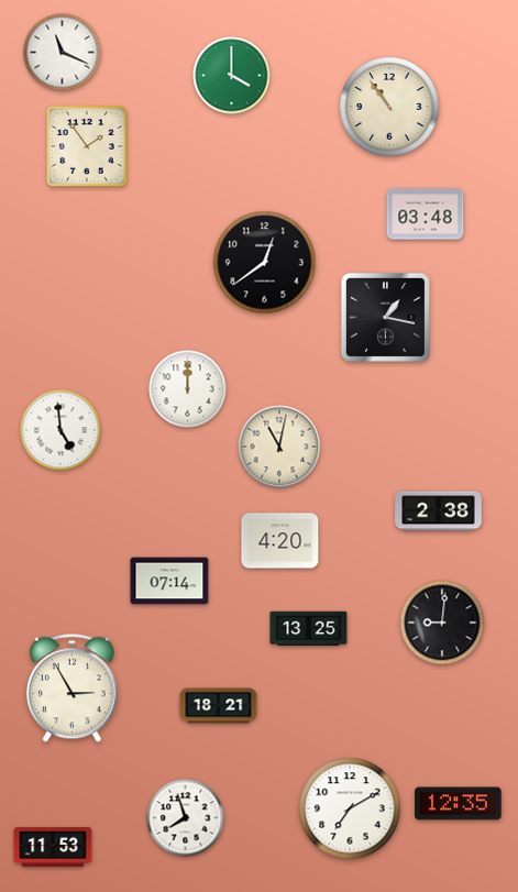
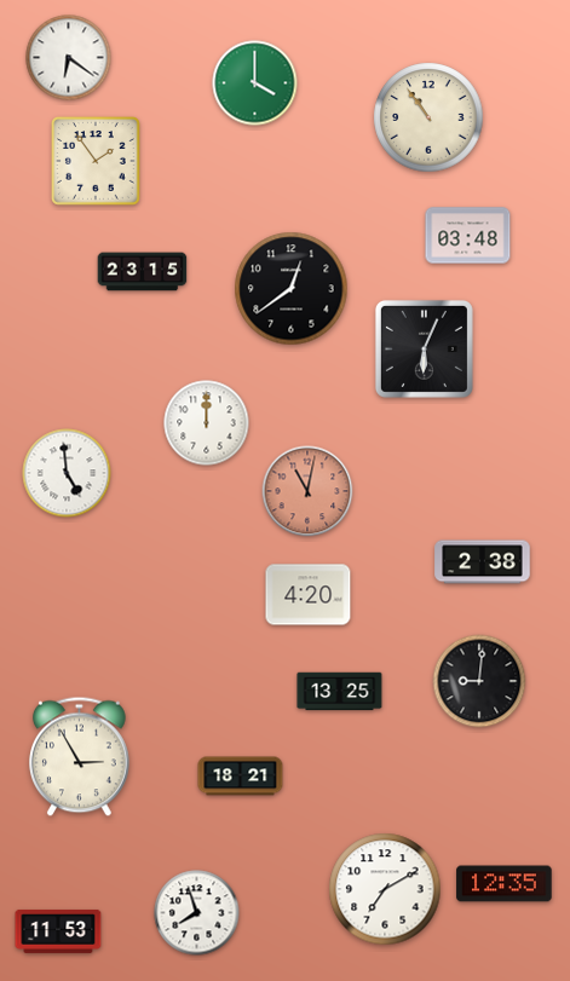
clock at (63, 53): 11:19 -> 6:21
clock at (143, 272): none -> 23:15
clock at (385, 317): 1:17 -> 6:04
clock at (188, 389) position: (188, 389) -> (207, 423)
clock at (279, 447) dial: cream -> salmon
clock at (169, 581): 07:14 -> none
clock at (442, 623) position: (442, 623) -> (479, 681)
clock at (186, 818) position: (186, 818) -> (197, 913)
